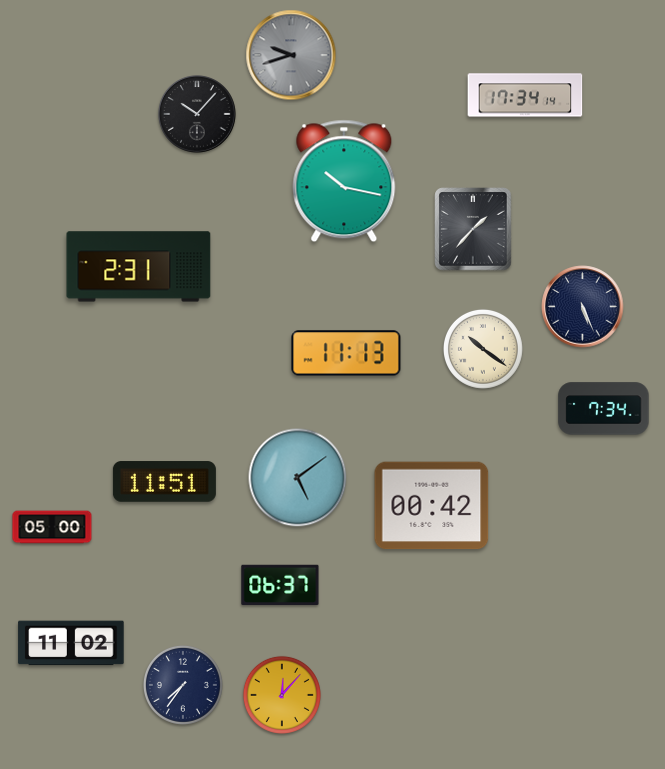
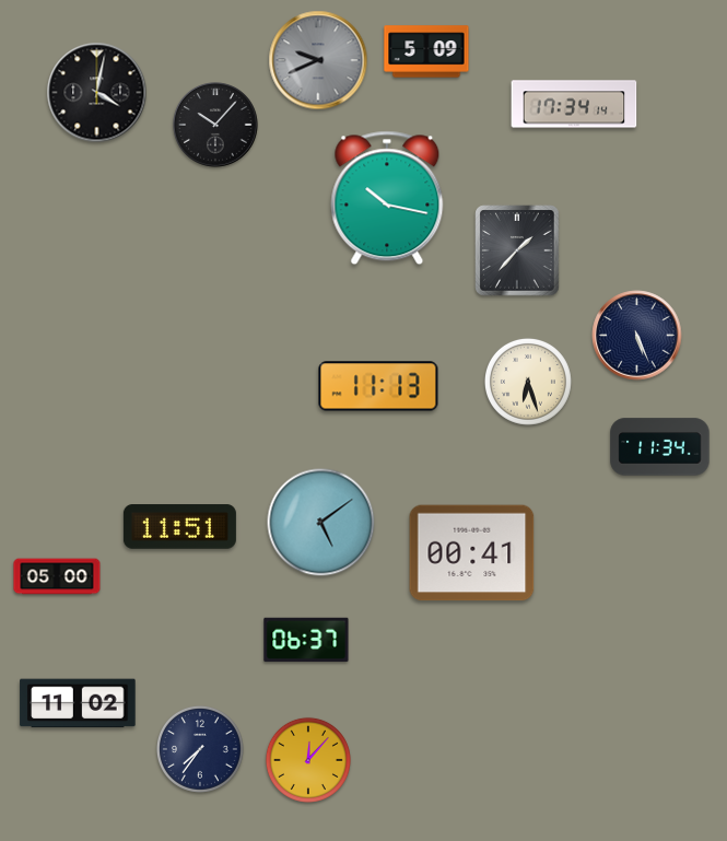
clock at (426, 51): none -> 5:09
clock at (291, 55): 9:42 -> 9:41
clock at (97, 93): none -> 4:02
clock at (344, 181) position: (344, 181) -> (387, 198)
clock at (139, 267): 2:31 -> none
clock at (483, 349): 10:21 -> 6:27
clock at (604, 409): 7:34 -> 11:34
clock at (298, 478) position: (298, 478) -> (321, 523)
clock at (432, 506): 00:42 -> 00:41
